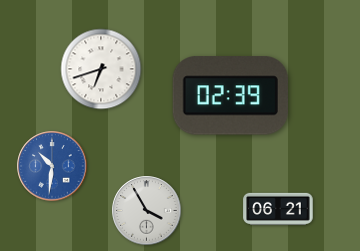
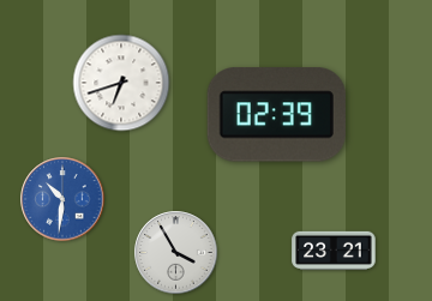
clock at (278, 209): 06:21 -> 23:21
